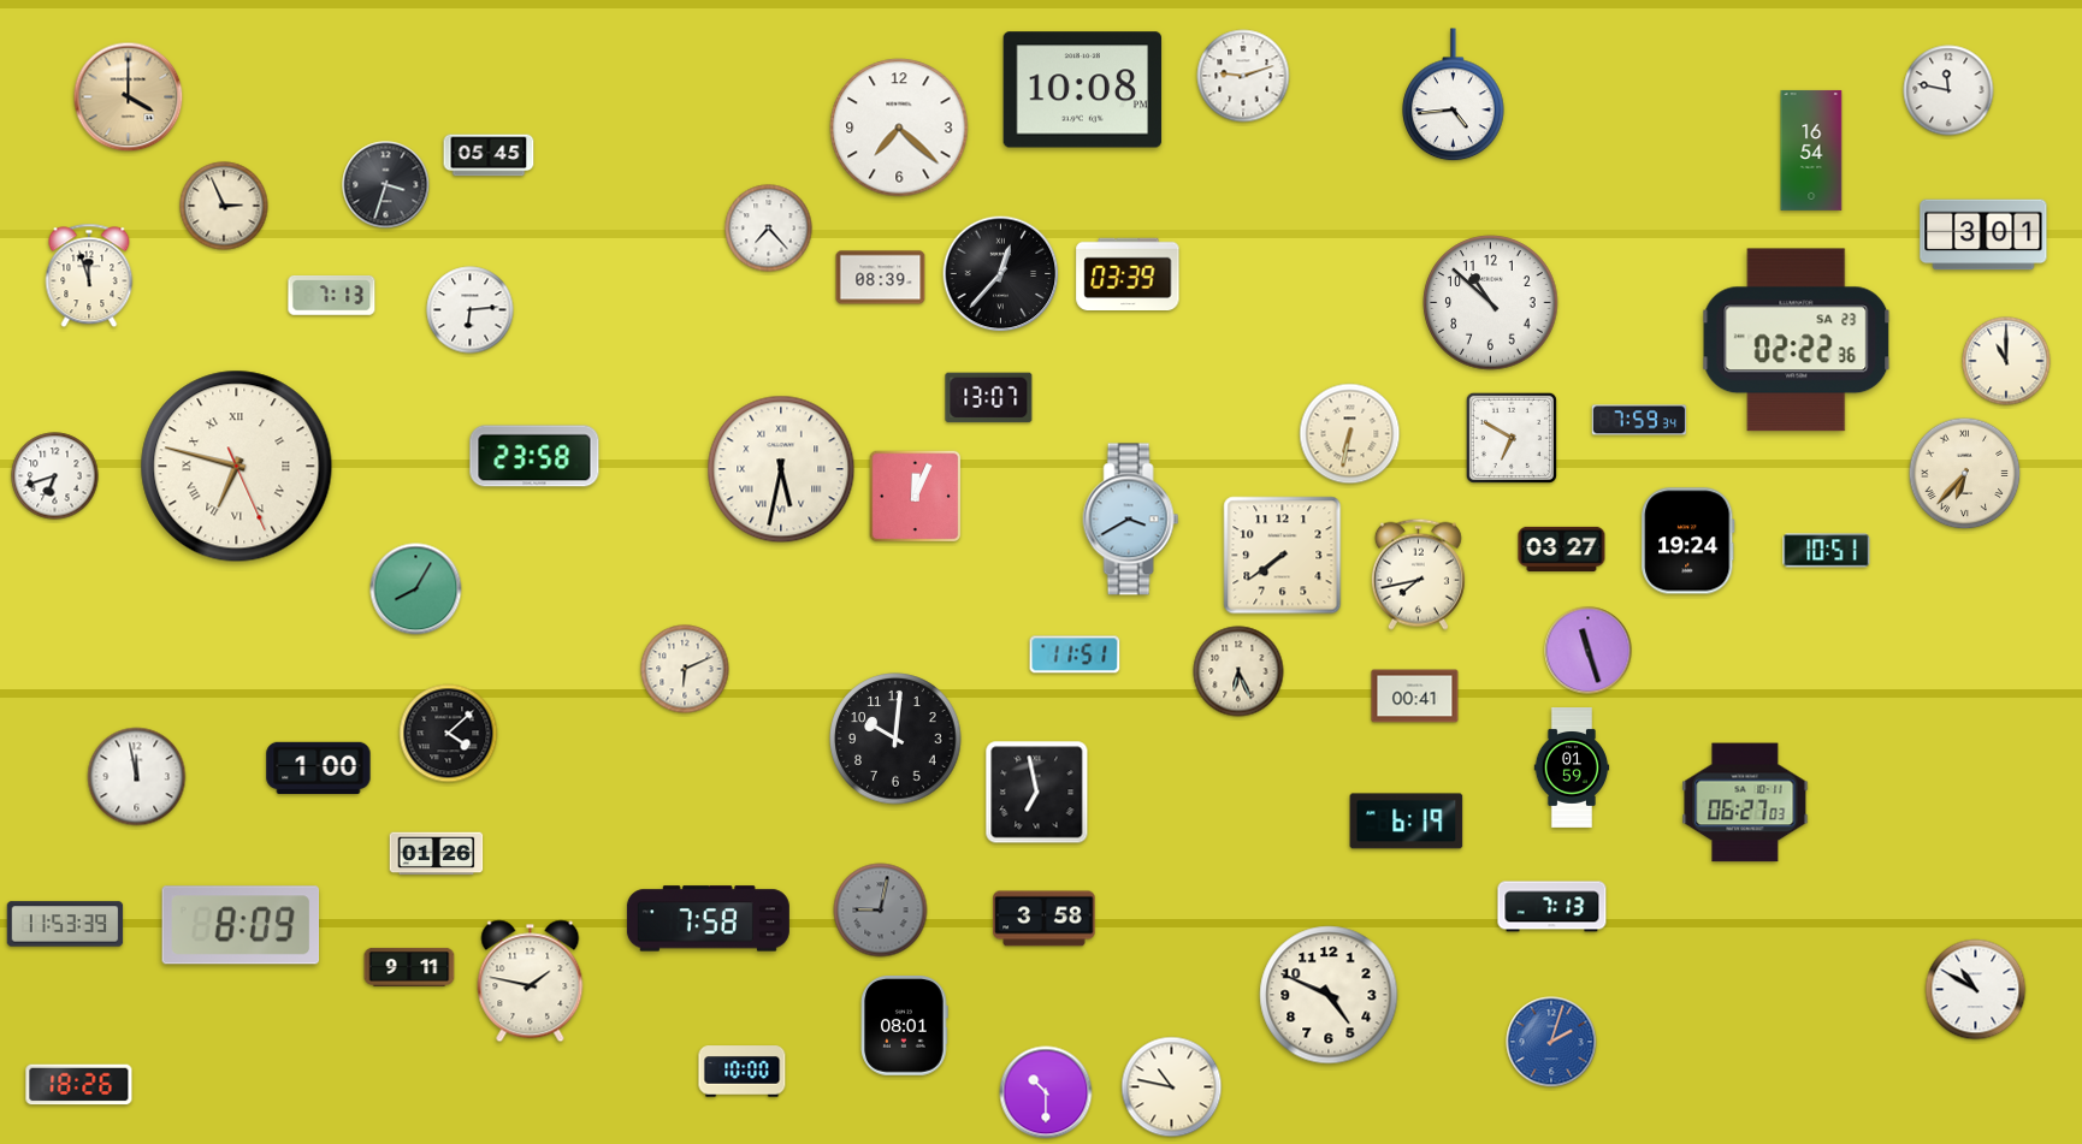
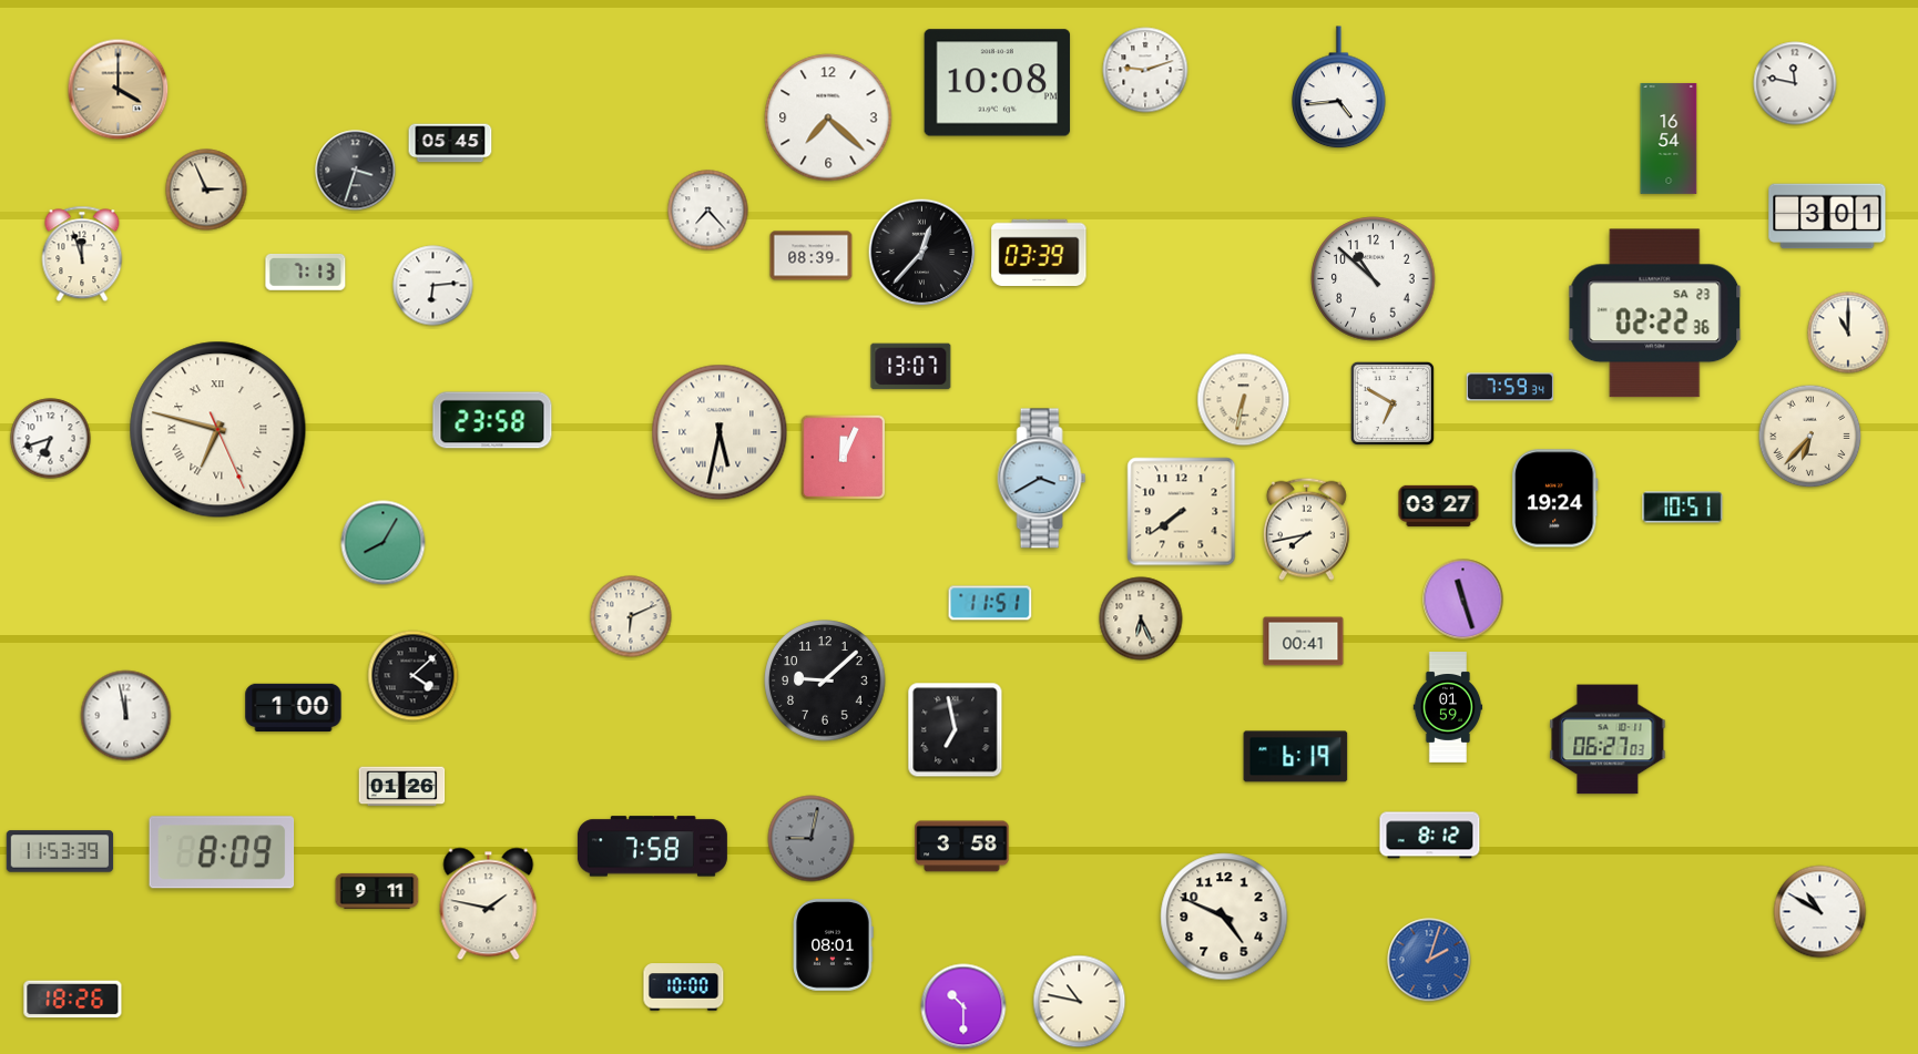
clock at (895, 739): 10:01 -> 9:08
clock at (1552, 907): 7:13 -> 8:12
